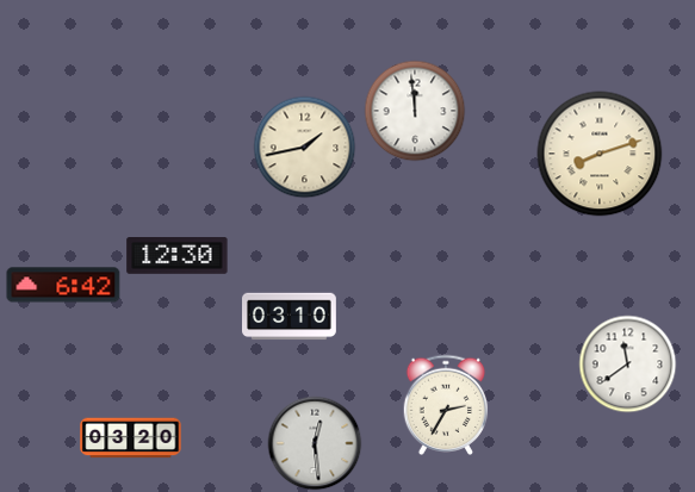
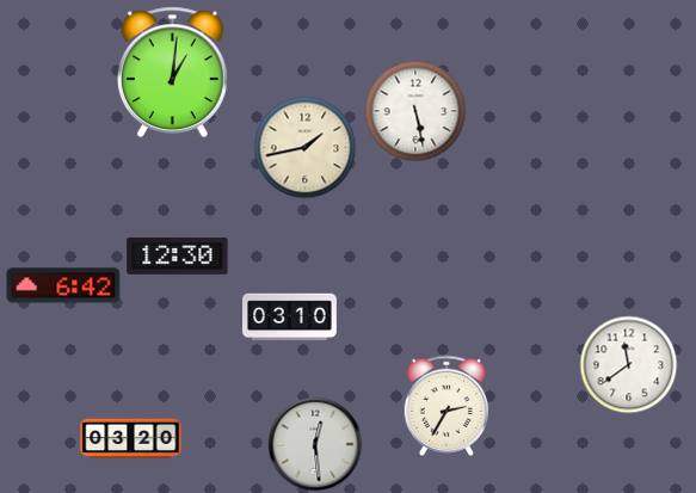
clock at (172, 73): none -> 1:01
clock at (415, 111): 11:59 -> 5:28
clock at (600, 154): 8:12 -> none
